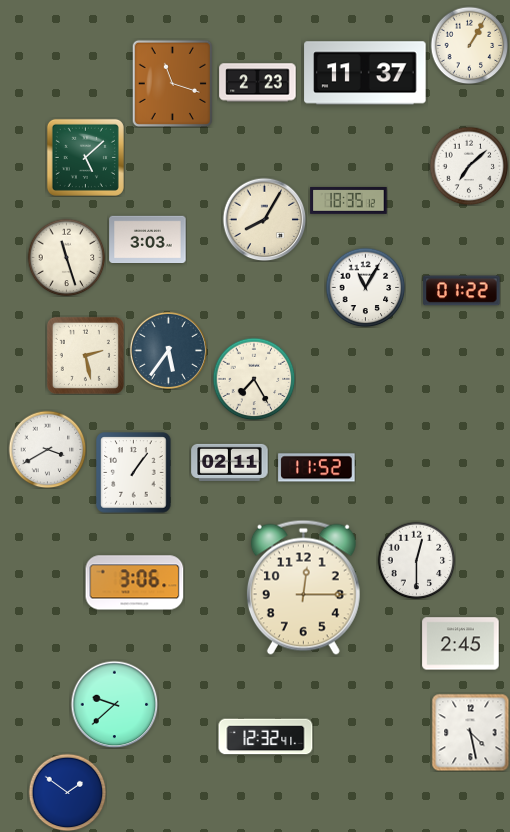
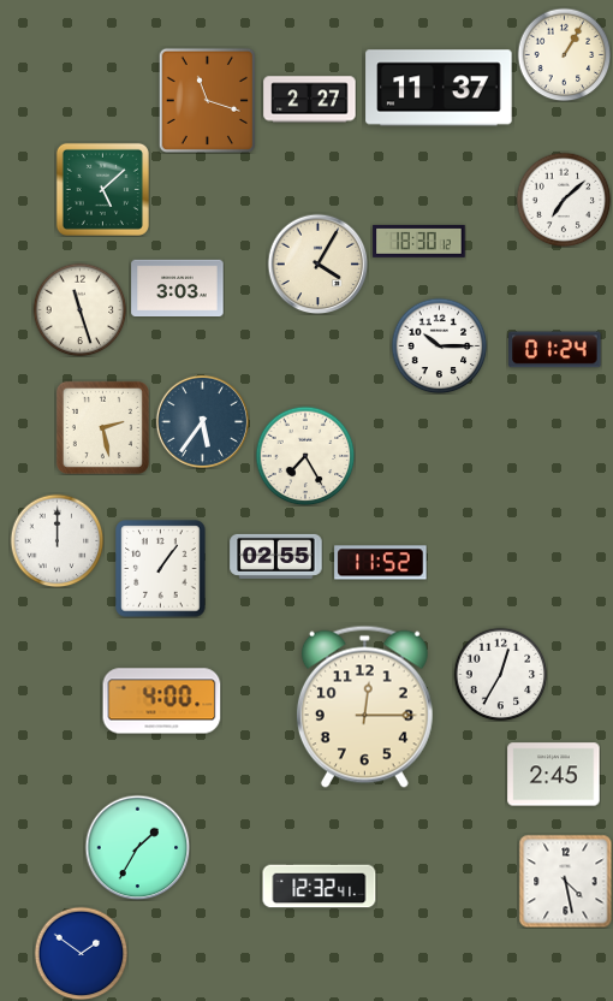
clock at (258, 83): 2:23 -> 2:27
clock at (349, 201): 18:35 -> 18:30
clock at (264, 219): 8:05 -> 4:05
clock at (365, 287): 11:05 -> 10:15
clock at (462, 291): 01:22 -> 01:24
clock at (47, 449): 3:40 -> 12:00
clock at (230, 462): 02:11 -> 02:55
clock at (416, 560): 12:30 -> 12:35
clock at (135, 583): 3:06 -> 4:00
clock at (114, 704): 9:38 -> 1:35
